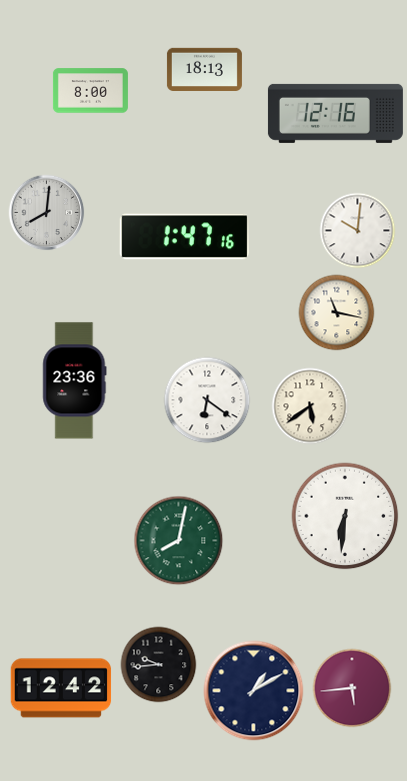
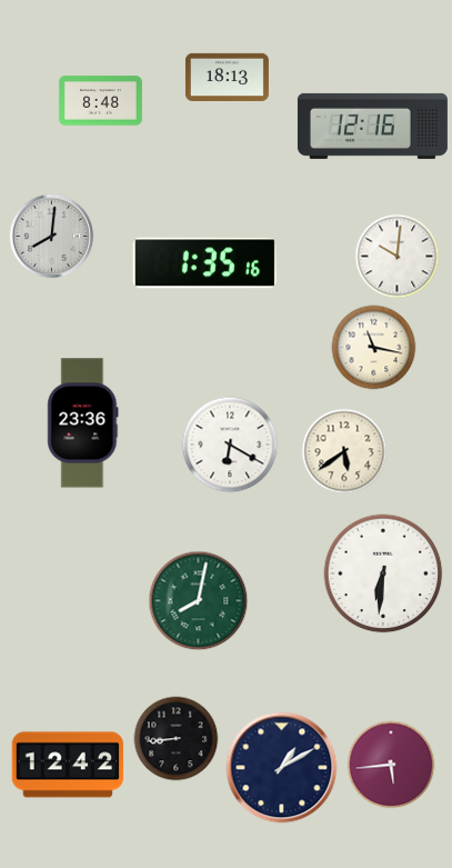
clock at (90, 91): 8:00 -> 8:48
clock at (185, 237): 1:47 -> 1:35
clock at (207, 400): 6:21 -> 6:20
clock at (159, 665): 9:44 -> 8:44
